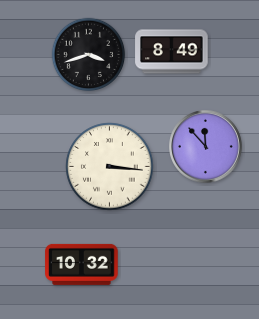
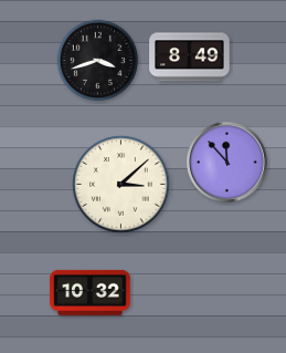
clock at (110, 167): 3:16 -> 3:08
